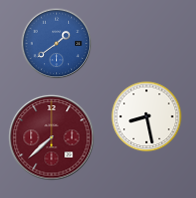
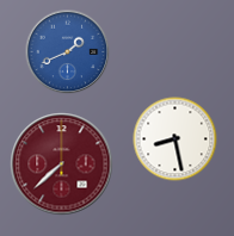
clock at (57, 44): 1:39 -> 1:41
